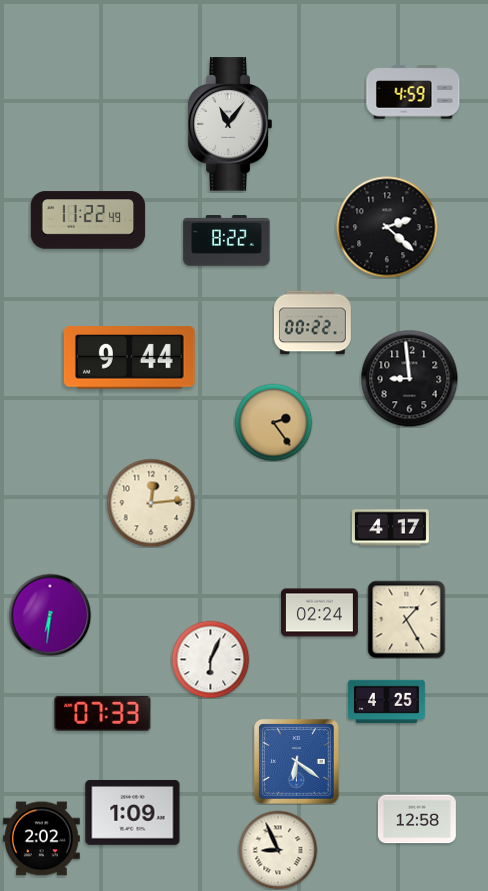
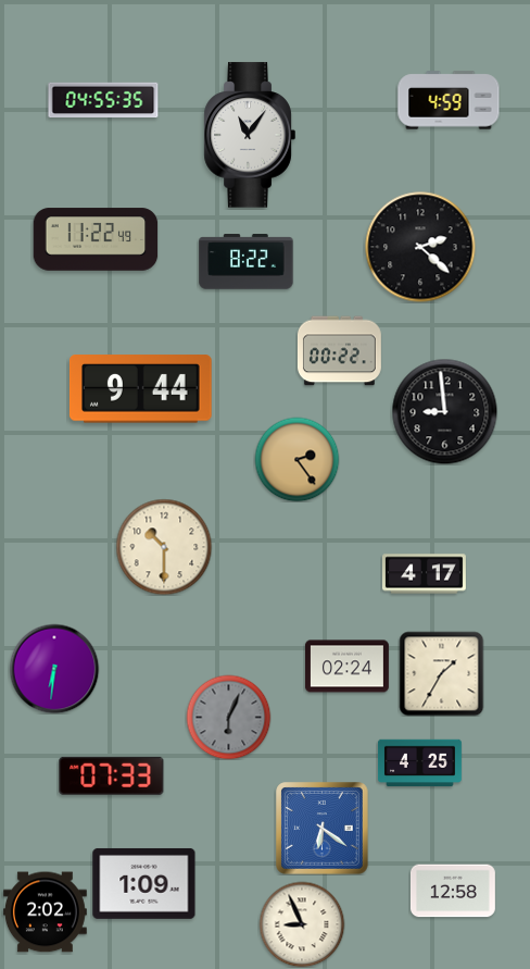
clock at (103, 100): none -> 04:55
clock at (151, 503): 12:14 -> 10:30
clock at (406, 619): 1:25 -> 1:35
clock at (210, 659) dial: white -> grey
